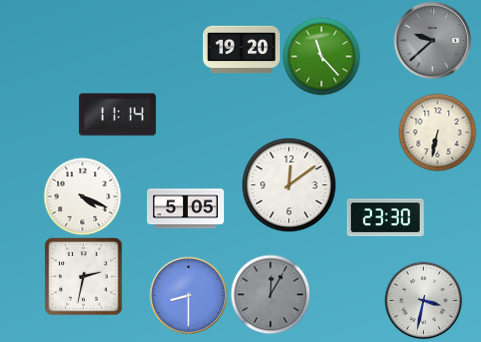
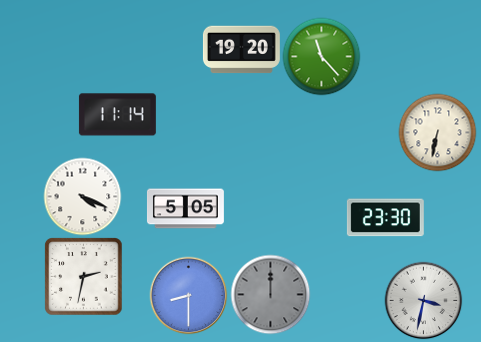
clock at (432, 40): 9:38 -> none
clock at (289, 185): 12:09 -> none
clock at (270, 294): 12:05 -> 12:00
